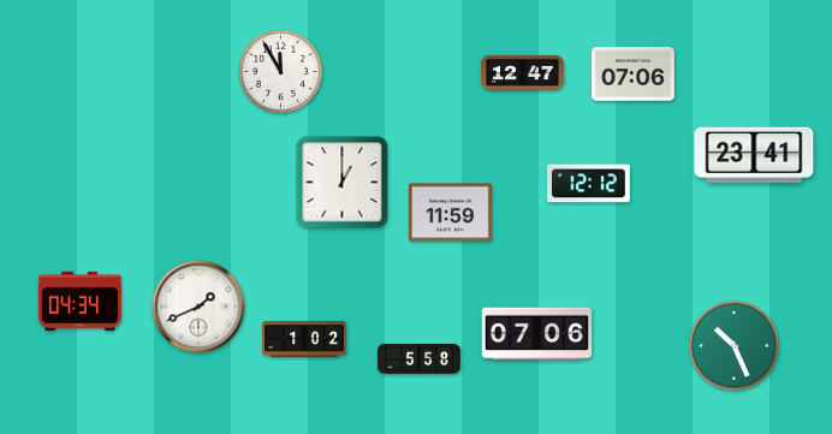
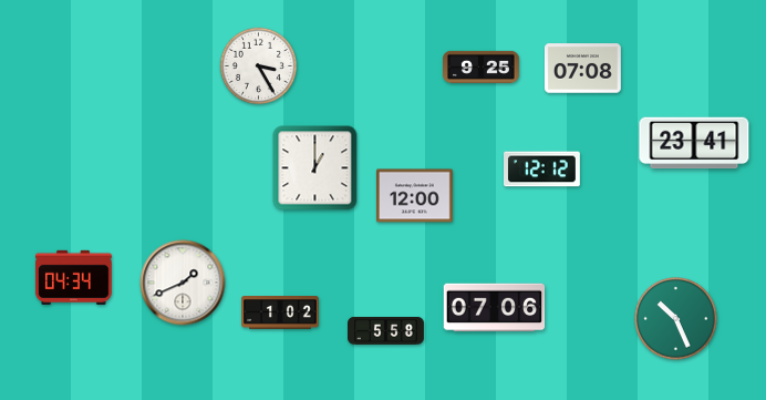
clock at (280, 71): 11:55 -> 3:25
clock at (523, 72): 12:47 -> 9:25
clock at (634, 75): 07:06 -> 07:08
clock at (451, 213): 11:59 -> 12:00
